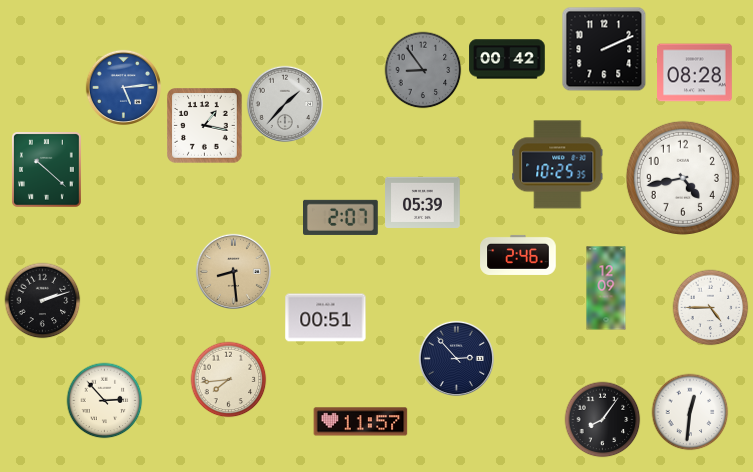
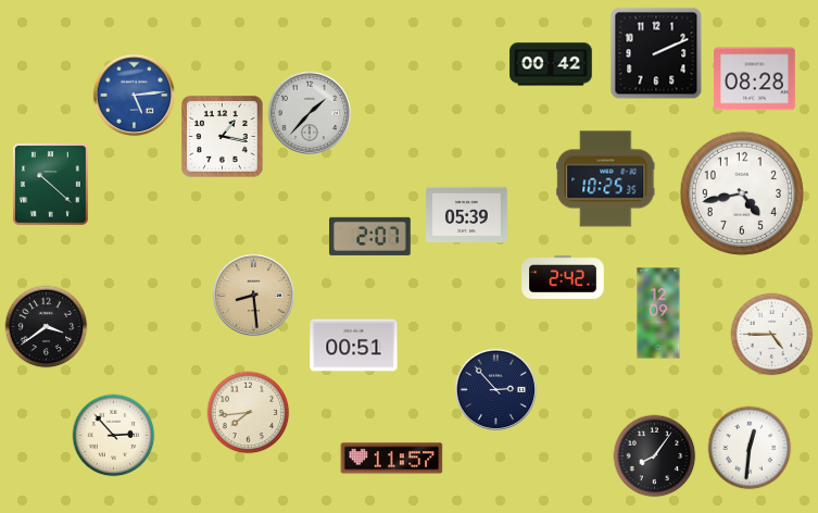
clock at (423, 70): 8:54 -> none
clock at (423, 202) position: (423, 202) -> (467, 214)
clock at (518, 255): 2:46 -> 2:42
clock at (43, 301): 2:12 -> 3:39
